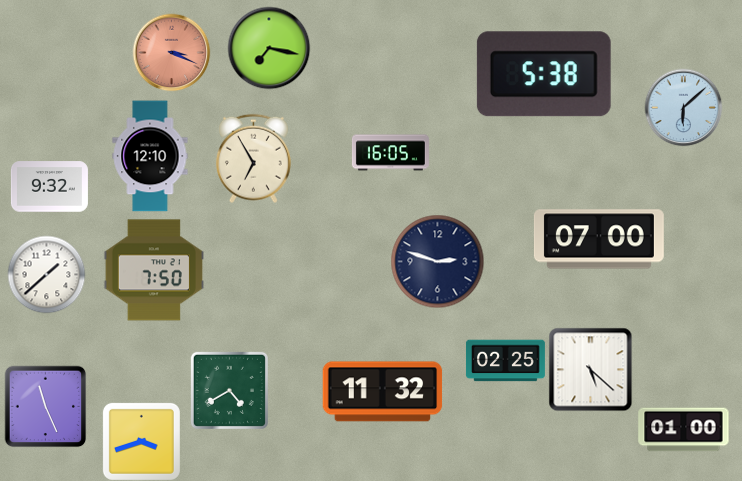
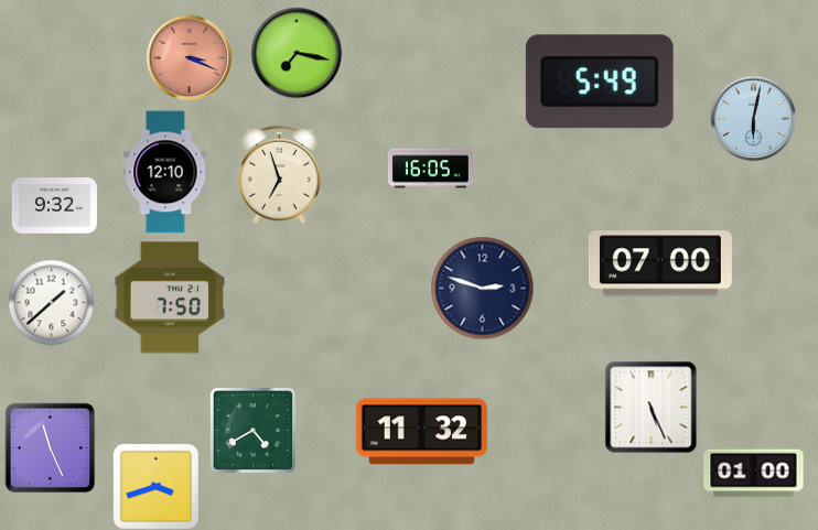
clock at (544, 74): 5:38 -> 5:49
clock at (683, 107): 6:08 -> 6:02
clock at (253, 158): 6:55 -> 6:57
clock at (505, 361): 02:25 -> none
clock at (590, 369): 5:22 -> 5:26
